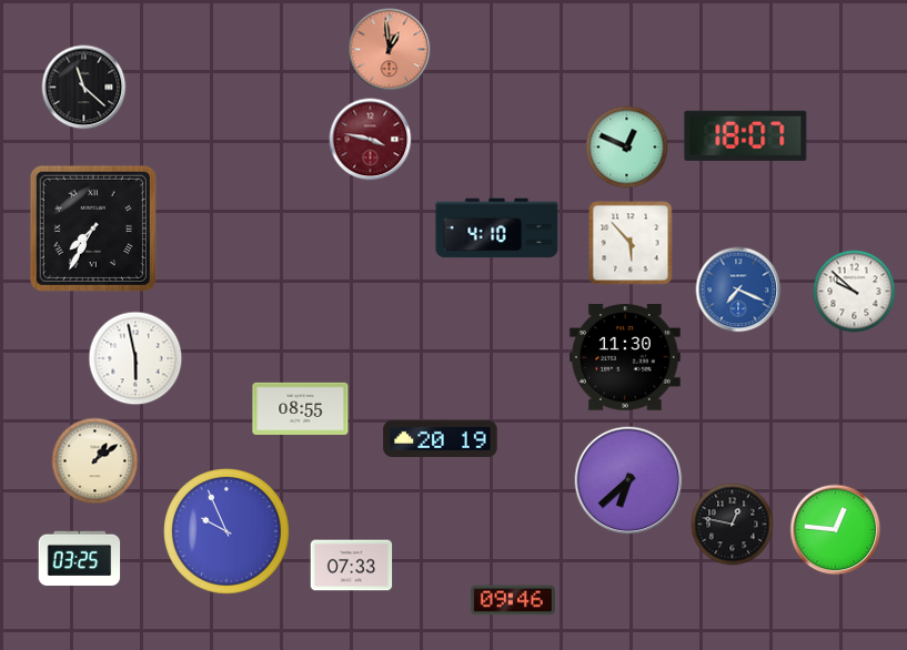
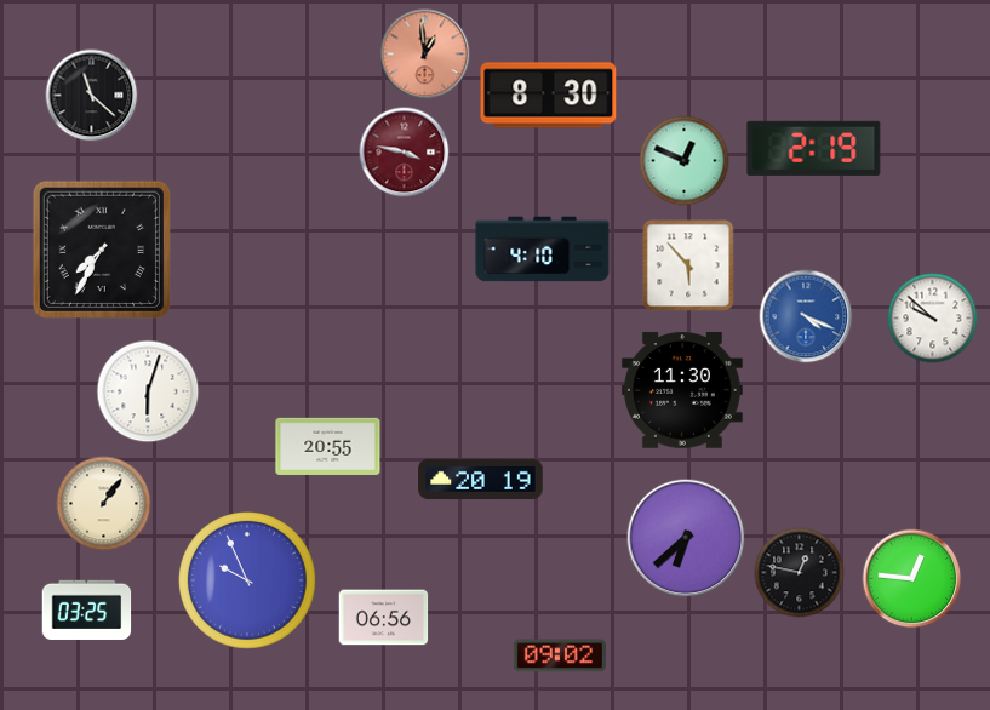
clock at (549, 96): none -> 8:30
clock at (746, 135): 18:07 -> 2:19
clock at (738, 290): 7:19 -> 4:19
clock at (135, 358): 5:58 -> 6:03
clock at (301, 408): 08:55 -> 20:55
clock at (95, 461): 1:09 -> 1:06
clock at (628, 480) position: (628, 480) -> (686, 538)
clock at (352, 566): 07:33 -> 06:56
clock at (513, 600): 09:46 -> 09:02
